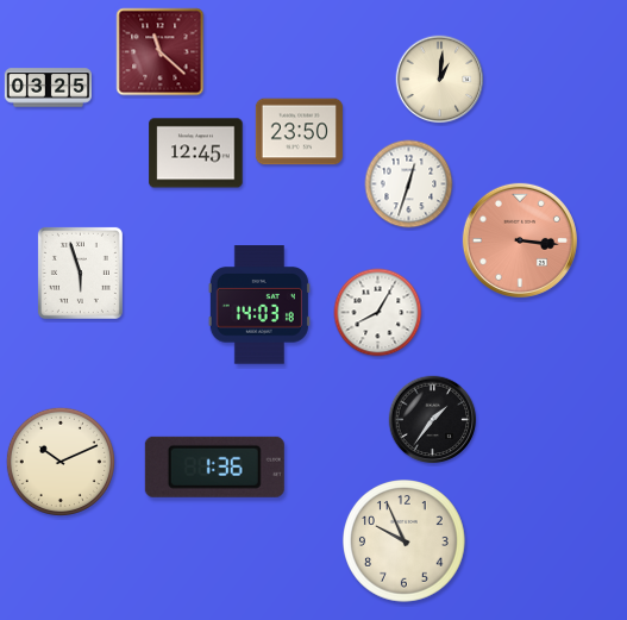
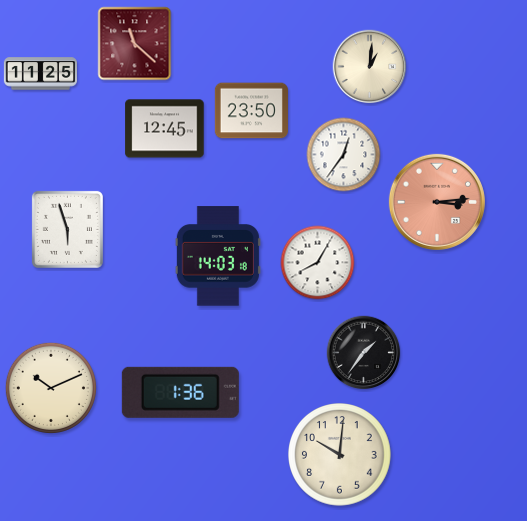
clock at (48, 88): 03:25 -> 11:25
clock at (409, 184): 12:33 -> 12:36
clock at (520, 240): 3:16 -> 3:14
clock at (405, 541): 9:56 -> 10:01
